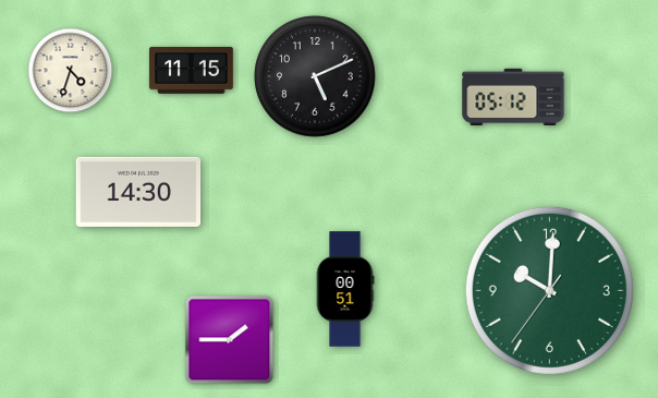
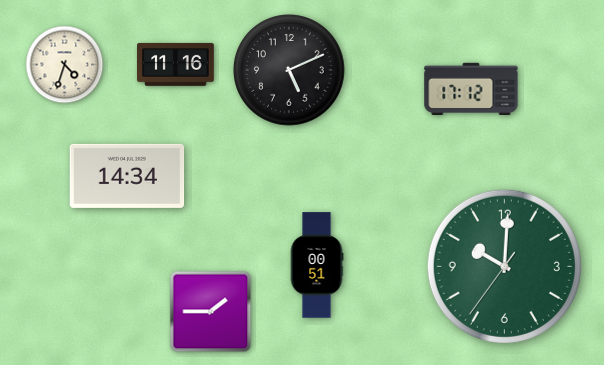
clock at (192, 70): 11:15 -> 11:16
clock at (513, 96): 05:12 -> 17:12
clock at (138, 192): 14:30 -> 14:34
